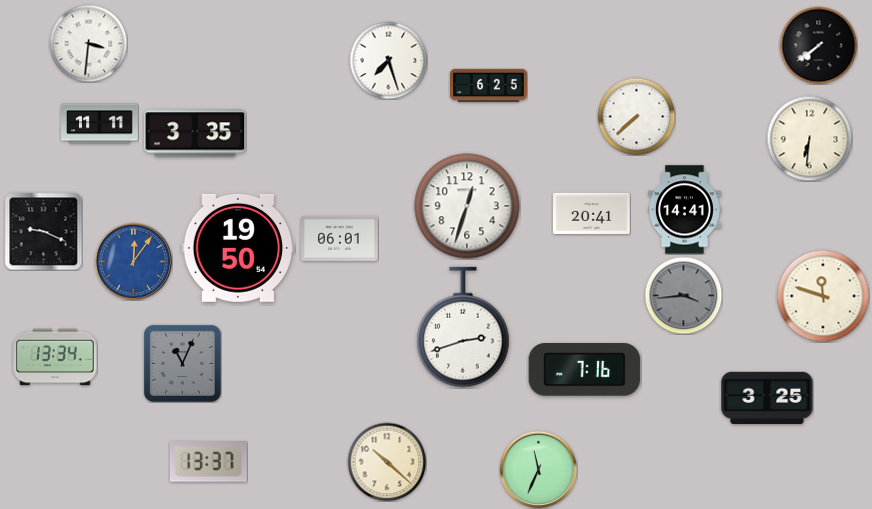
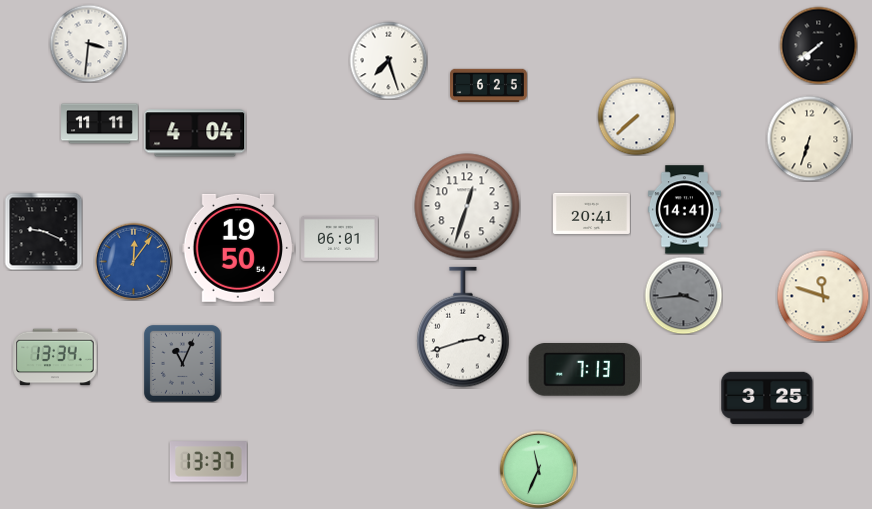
clock at (195, 133): 3:35 -> 4:04
clock at (809, 138): 6:31 -> 6:33
clock at (585, 370): 7:16 -> 7:13
clock at (387, 462): 10:22 -> none
